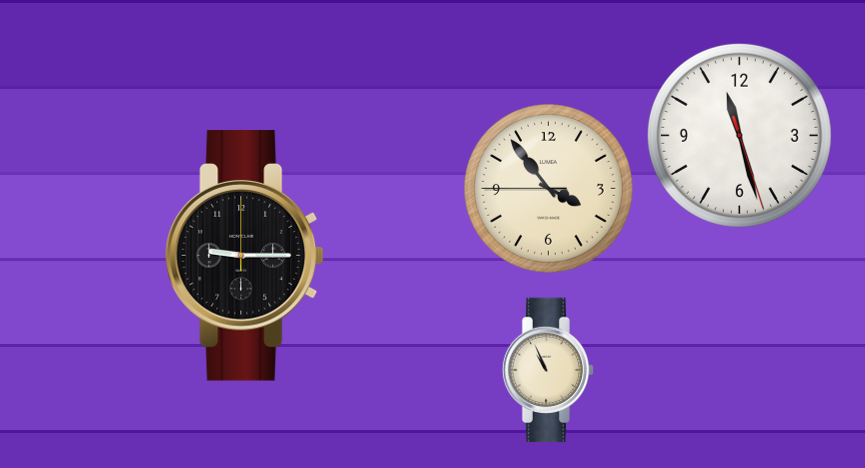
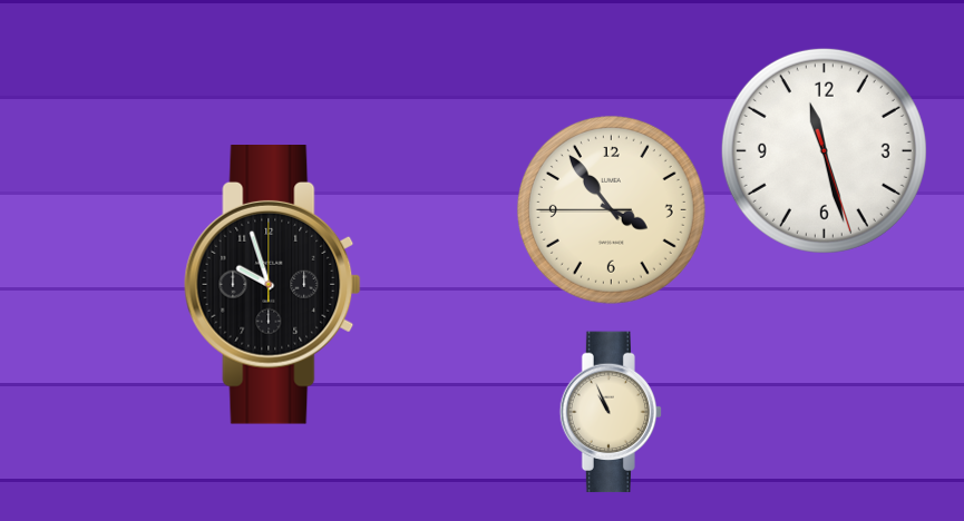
clock at (245, 256): 9:15 -> 9:57
